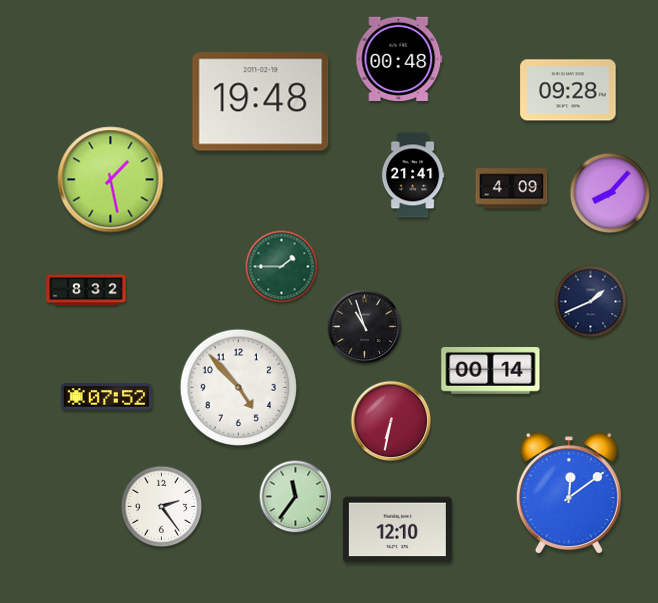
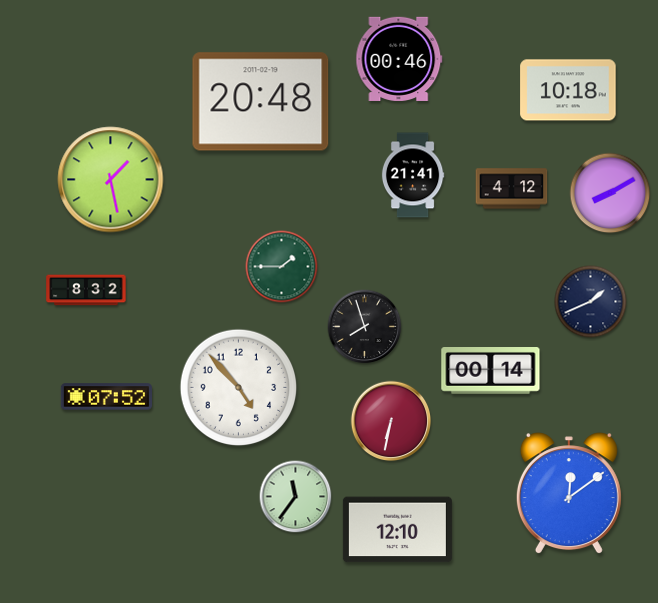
clock at (399, 59): 00:48 -> 00:46
clock at (568, 90): 09:28 -> 10:18
clock at (261, 102): 19:48 -> 20:48
clock at (512, 189): 4:09 -> 4:12
clock at (610, 193): 8:07 -> 8:10
clock at (365, 327): 10:57 -> 7:57
clock at (162, 507): 2:24 -> none
